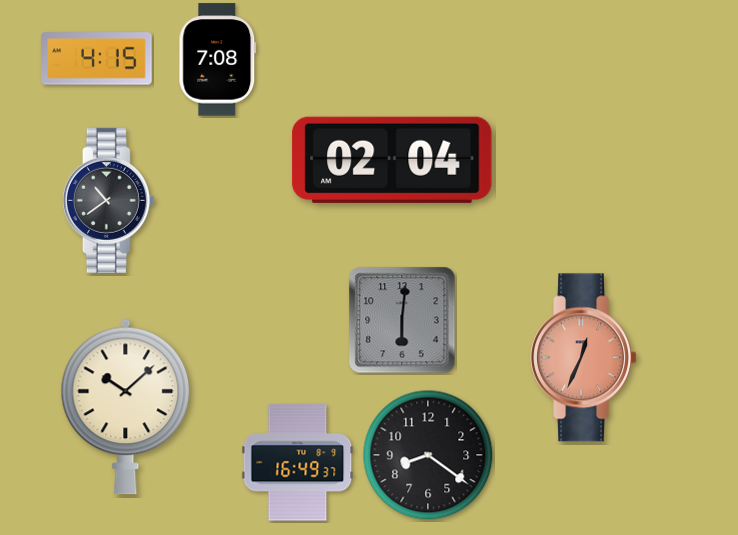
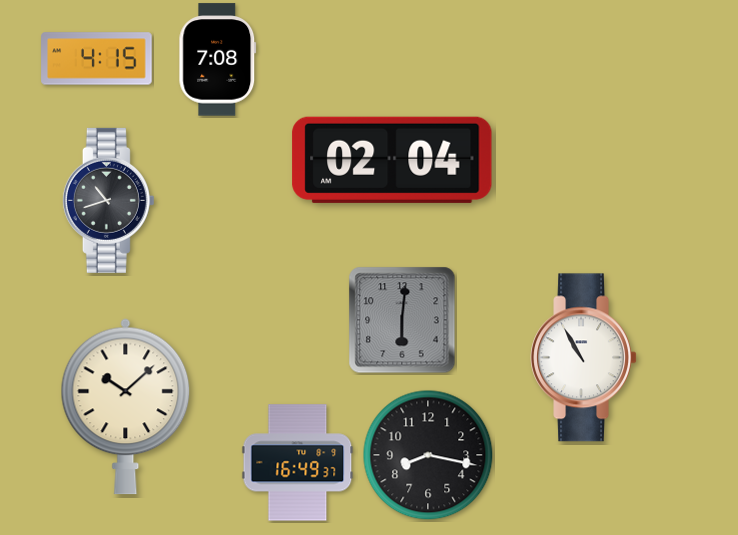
clock at (108, 200): 10:39 -> 10:42
clock at (583, 358): 12:34 -> 10:55
clock at (583, 358) dial: salmon -> white
clock at (428, 455): 8:21 -> 8:17
